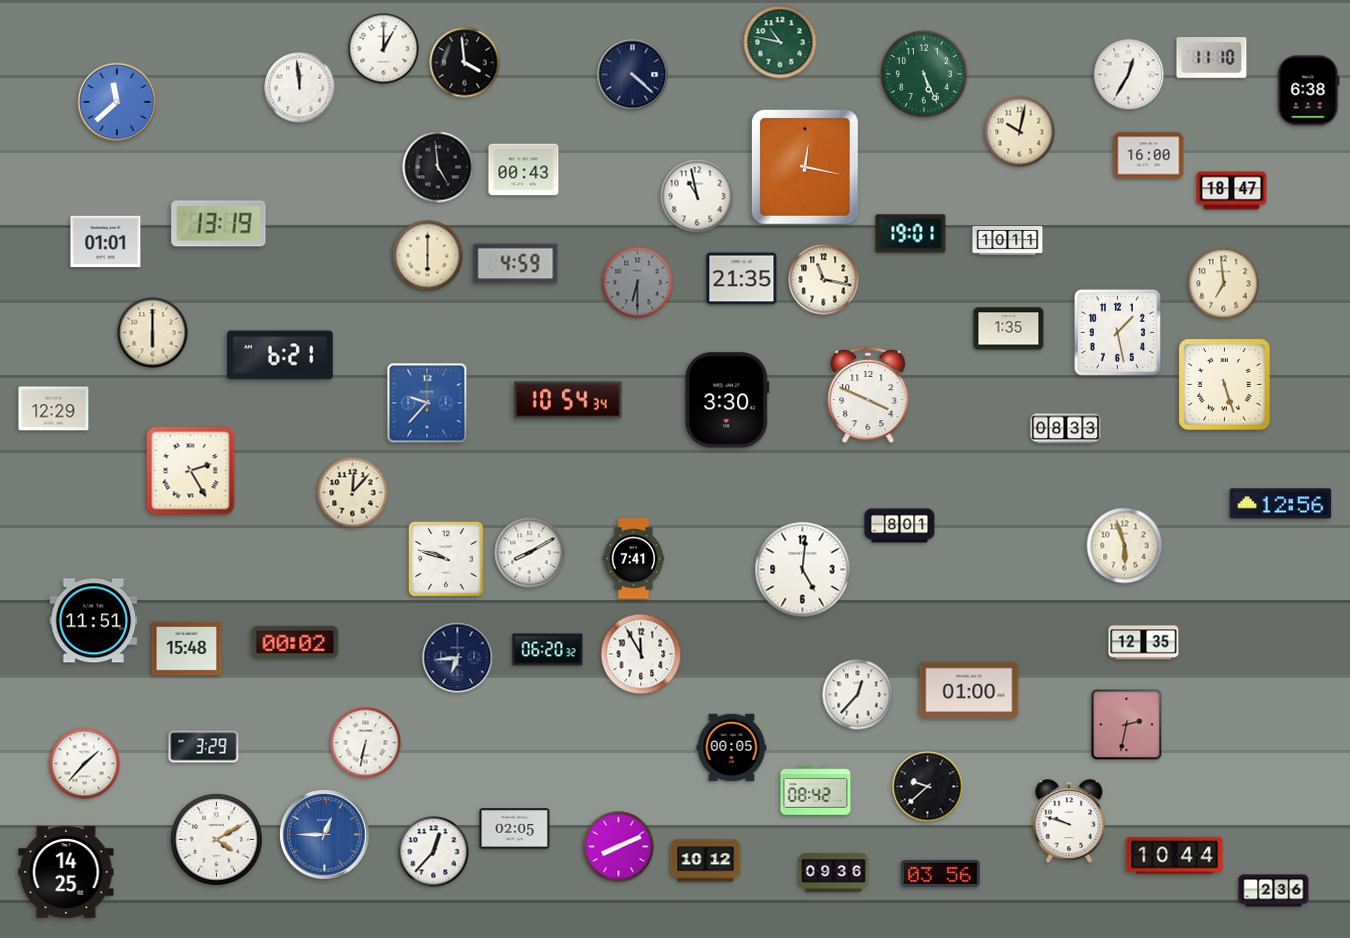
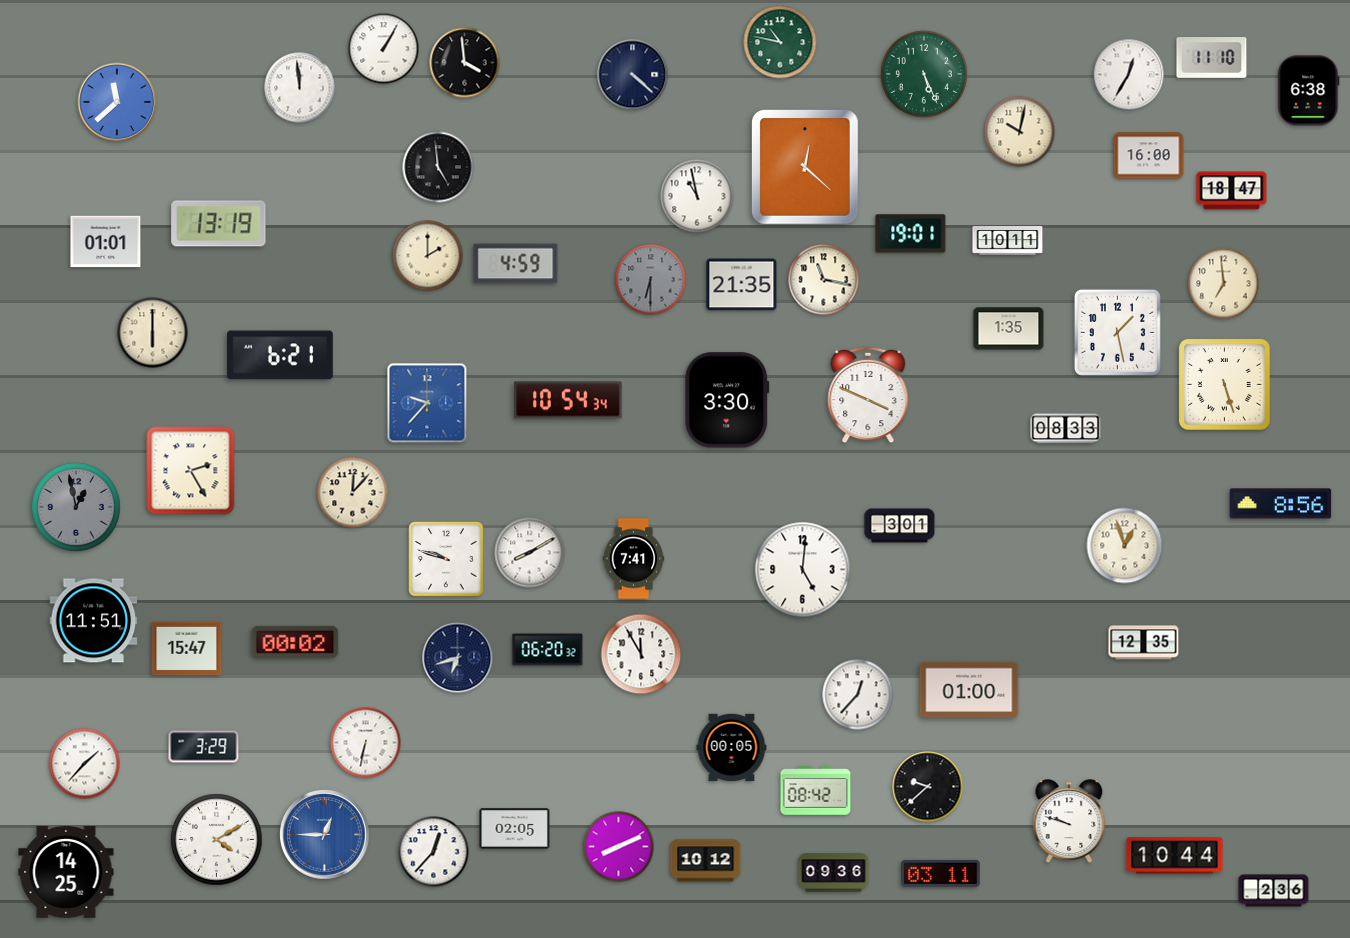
clock at (384, 49): 1:00 -> 1:05
clock at (806, 168): 12:17 -> 12:22
clock at (524, 170): 00:43 -> none
clock at (428, 256): 6:00 -> 2:00
clock at (742, 279) position: (742, 279) -> (742, 285)
clock at (638, 283) position: (638, 283) -> (651, 280)
clock at (54, 409): 12:29 -> none
clock at (1281, 504): 12:56 -> 8:56
clock at (77, 508): none -> 12:58
clock at (900, 526): 8:01 -> 3:01
clock at (1125, 546): 5:57 -> 12:57
clock at (187, 649): 15:48 -> 15:47
clock at (458, 658): 6:44 -> 6:42
clock at (1127, 725): 2:32 -> none
clock at (941, 873): 03:56 -> 03:11
